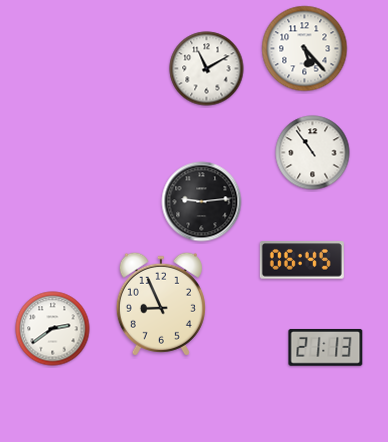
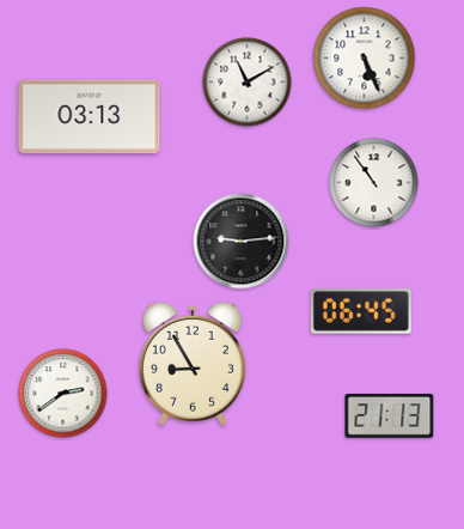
clock at (305, 49): 5:23 -> 5:26
clock at (90, 117): none -> 03:13
clock at (161, 304): 8:56 -> 8:55
